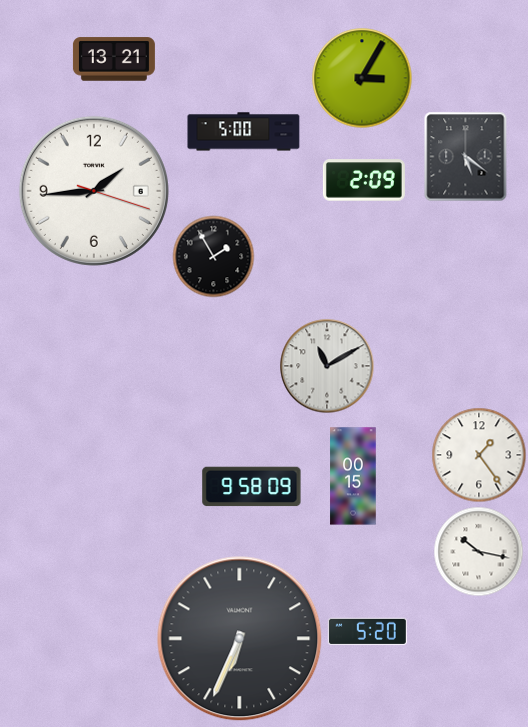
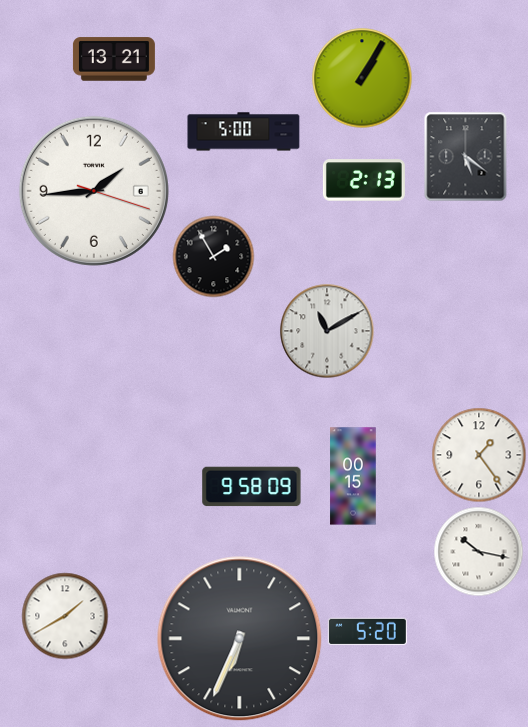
clock at (362, 78): 3:05 -> 1:05
clock at (364, 180): 2:09 -> 2:13
clock at (327, 366) position: (327, 366) -> (327, 331)
clock at (65, 616): none -> 1:40
